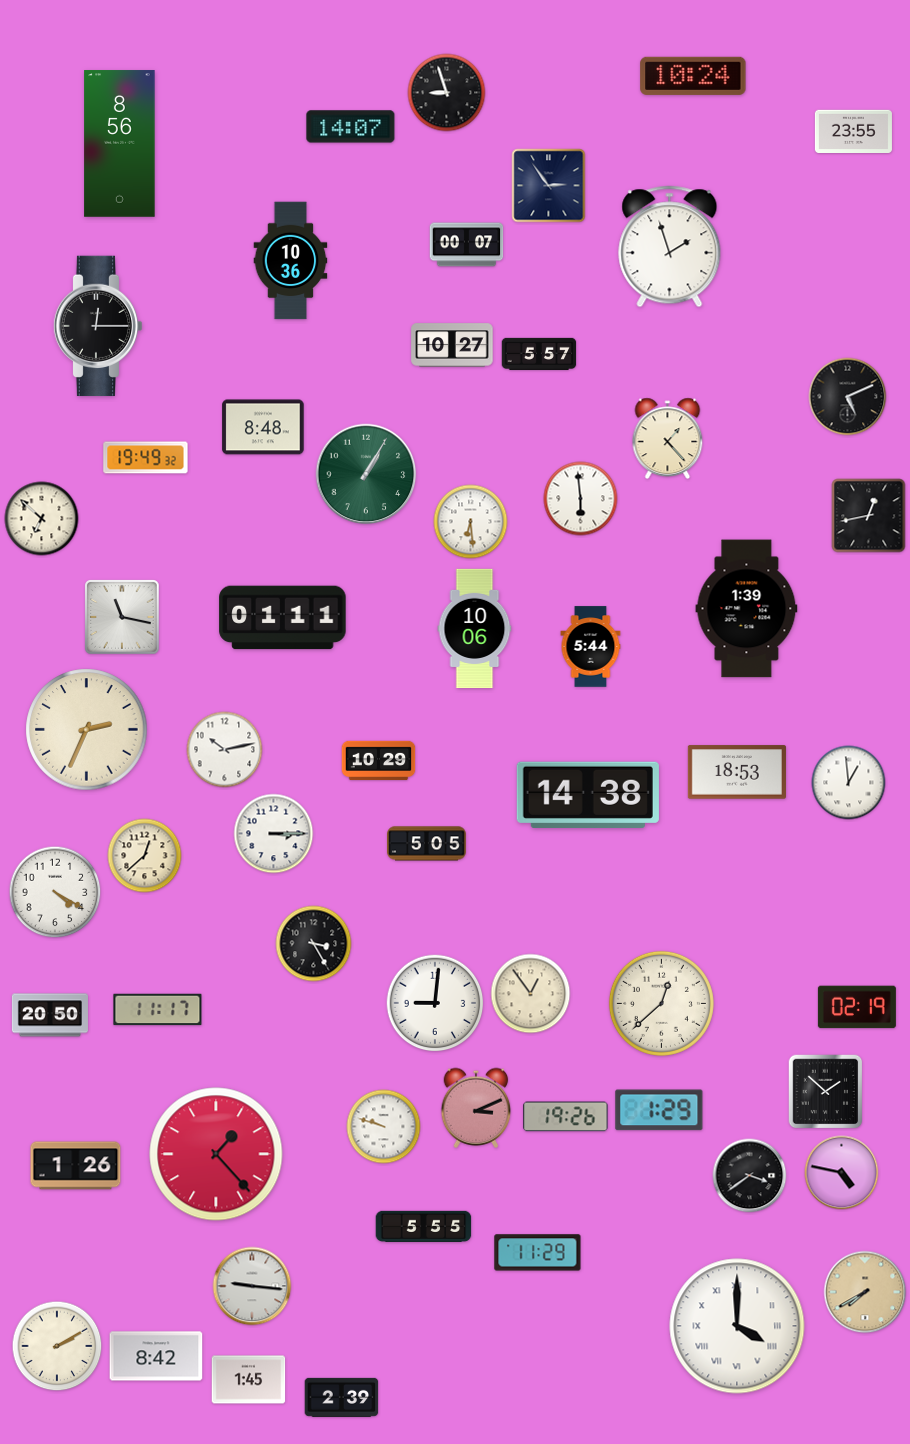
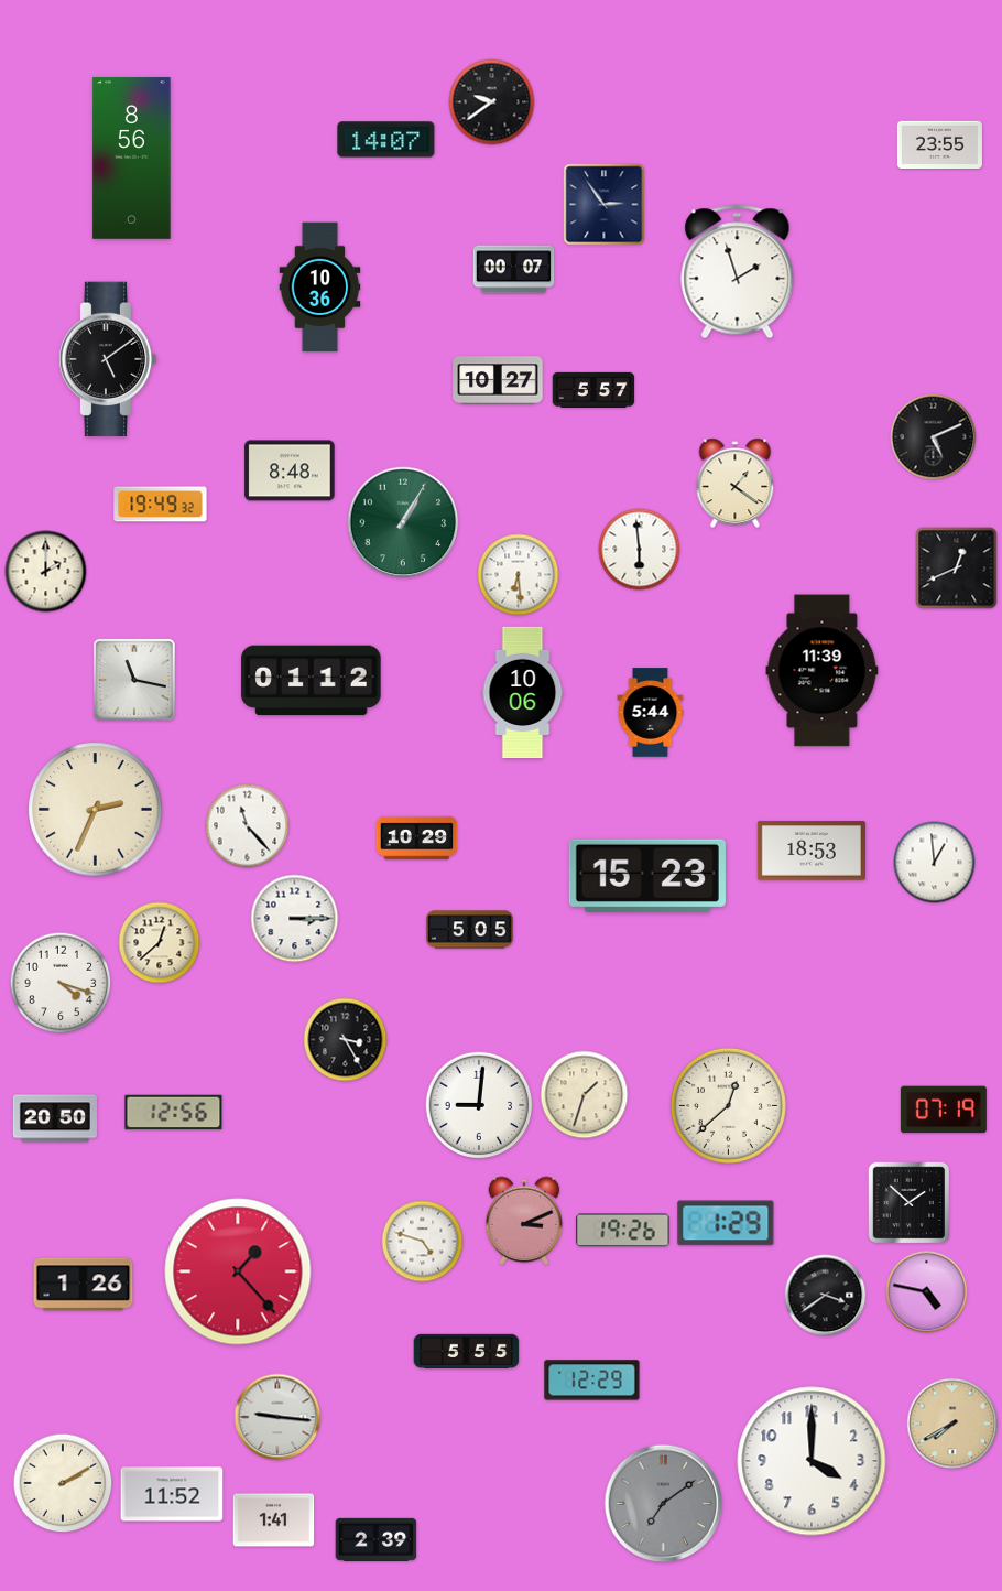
clock at (693, 76): 10:24 -> none
clock at (447, 93): 8:57 -> 9:39
clock at (98, 326): 12:15 -> 5:09
clock at (668, 439): 1:23 -> 1:21
clock at (869, 516): 12:43 -> 12:41
clock at (42, 519): 6:52 -> 2:00
clock at (747, 609): 1:39 -> 11:39
clock at (283, 618): 01:11 -> 01:12
clock at (87, 730) position: (87, 730) -> (96, 810)
clock at (225, 750): 10:13 -> 11:23
clock at (588, 795): 14:38 -> 15:23
clock at (274, 834) position: (274, 834) -> (295, 919)
clock at (55, 892): 4:20 -> 4:18
clock at (531, 994): 12:54 -> 1:33
clock at (857, 1007): 02:19 -> 07:19
clock at (158, 1010): 11:17 -> 12:56
clock at (384, 1127): 9:48 -> 4:48
clock at (538, 1253): 11:29 -> 12:29
clock at (737, 1326) numerals: Roman -> Arabic
clock at (156, 1356): 8:42 -> 11:52
clock at (664, 1504): none -> 7:09
clock at (249, 1380): 1:45 -> 1:41
